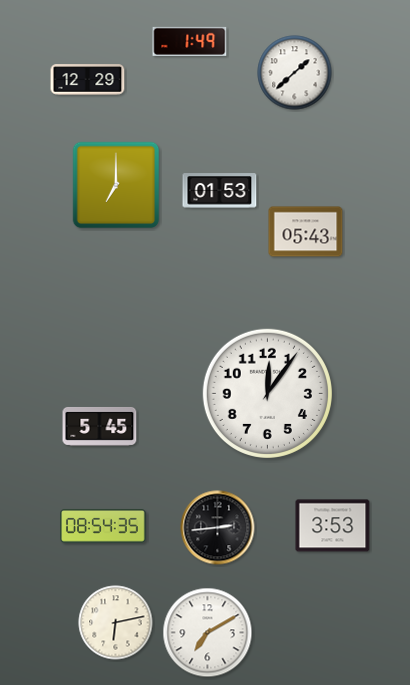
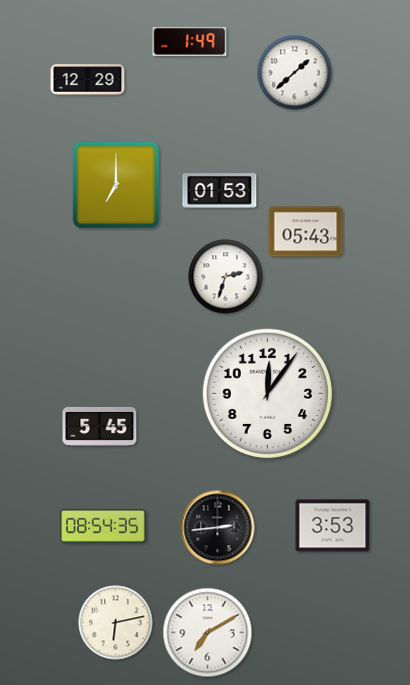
clock at (226, 277): none -> 2:33
